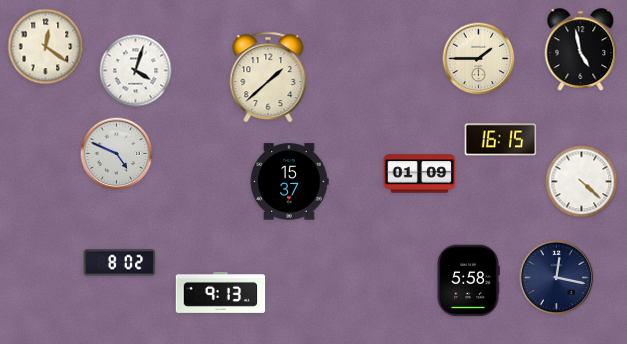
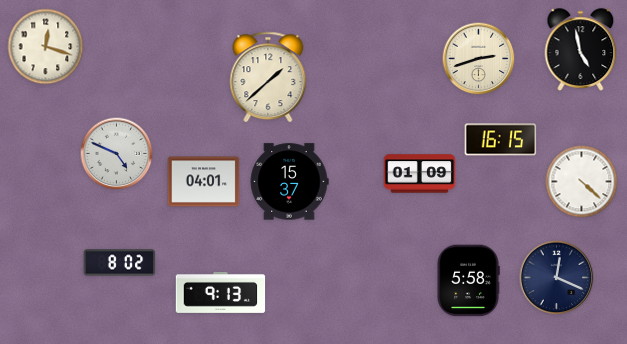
clock at (46, 47): 12:21 -> 12:18
clock at (479, 59): 1:45 -> 2:42
clock at (136, 71): 4:03 -> none
clock at (204, 182): none -> 04:01
clock at (557, 278): 12:17 -> 12:19
